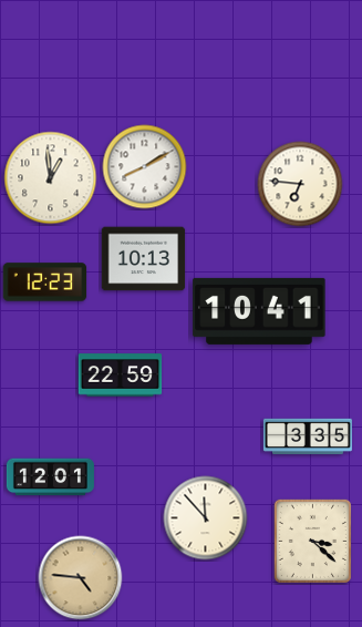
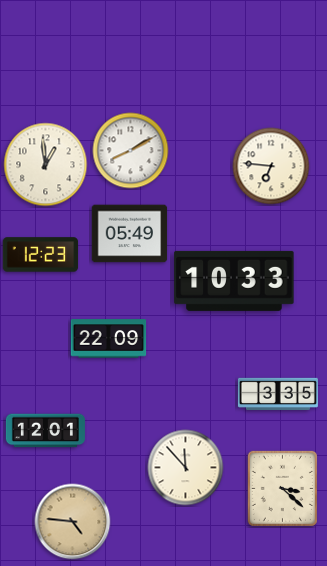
clock at (51, 178) position: (51, 178) -> (46, 165)
clock at (144, 259): 10:13 -> 05:49
clock at (259, 311): 10:41 -> 10:33
clock at (121, 376): 22:59 -> 22:09
